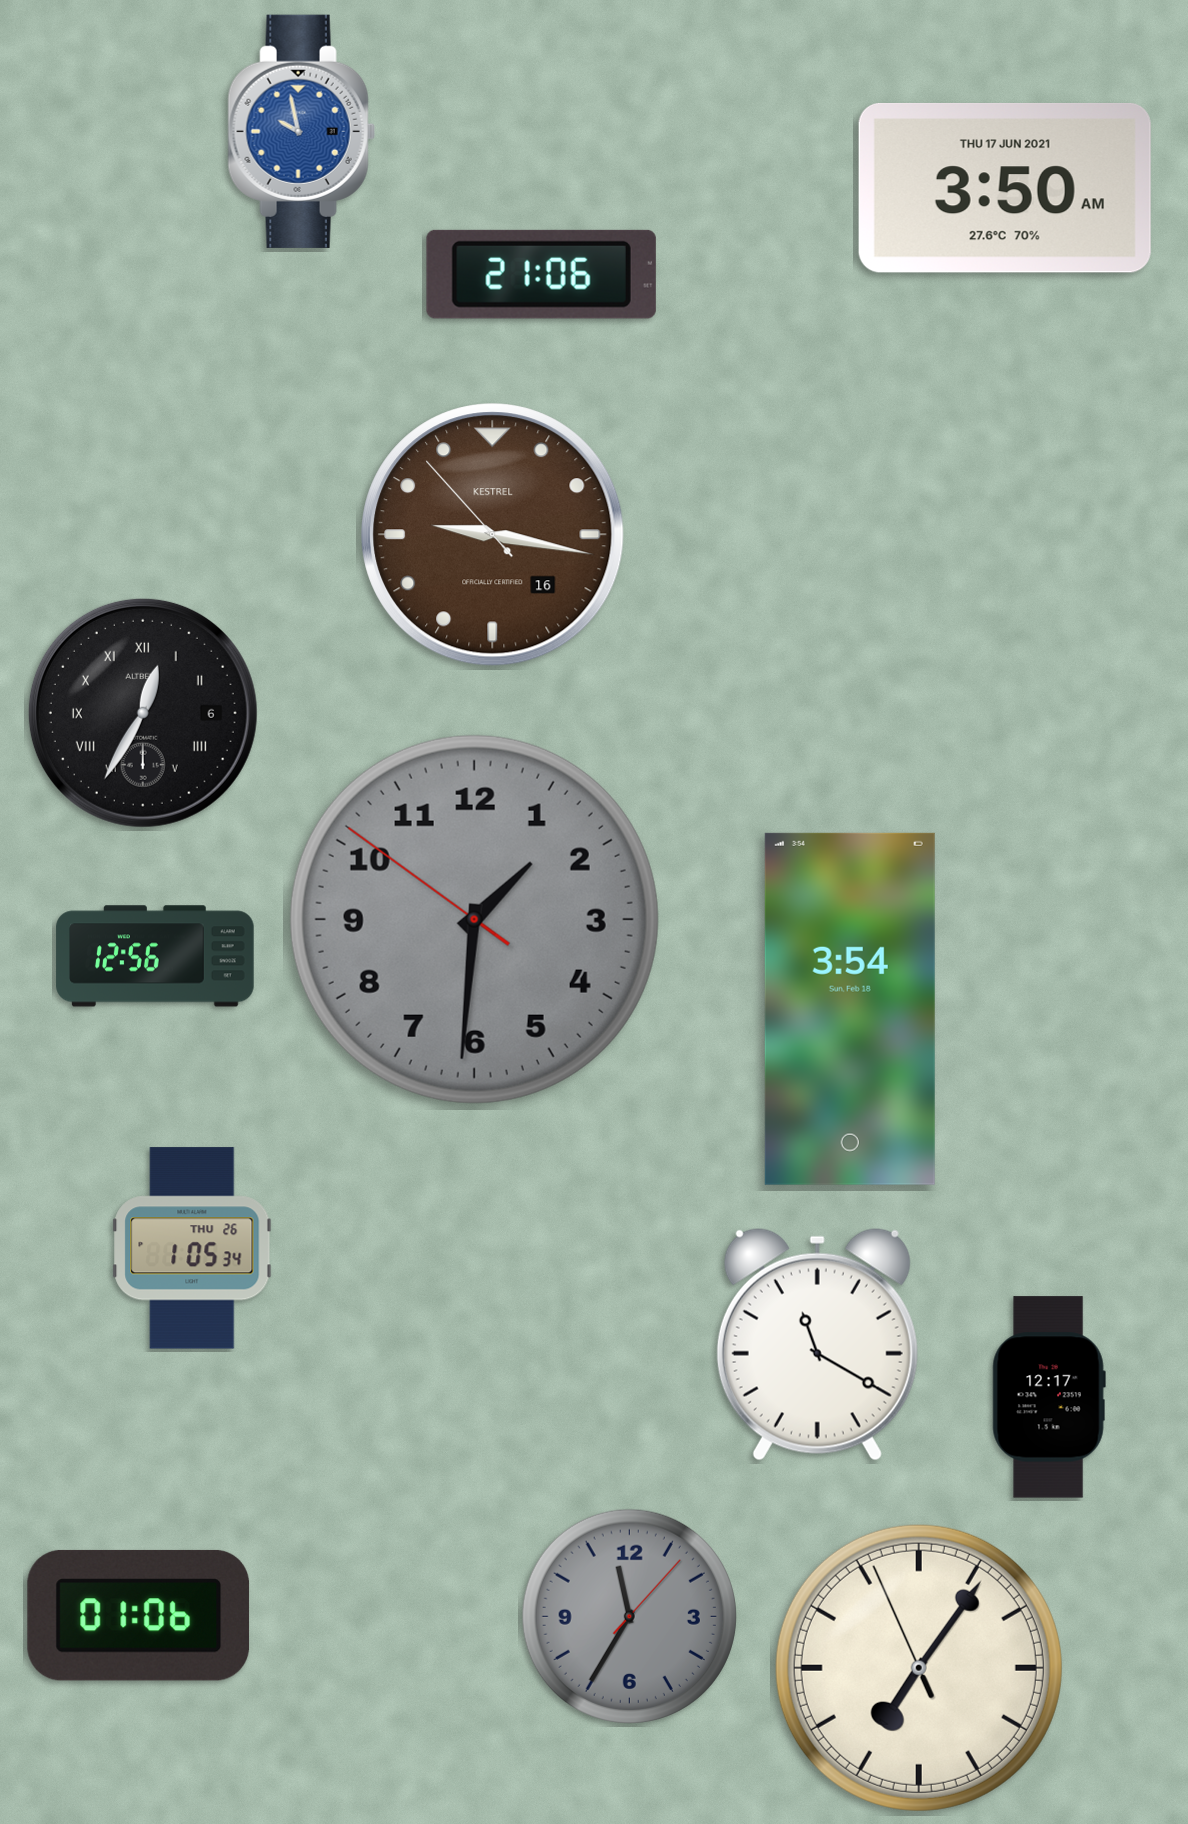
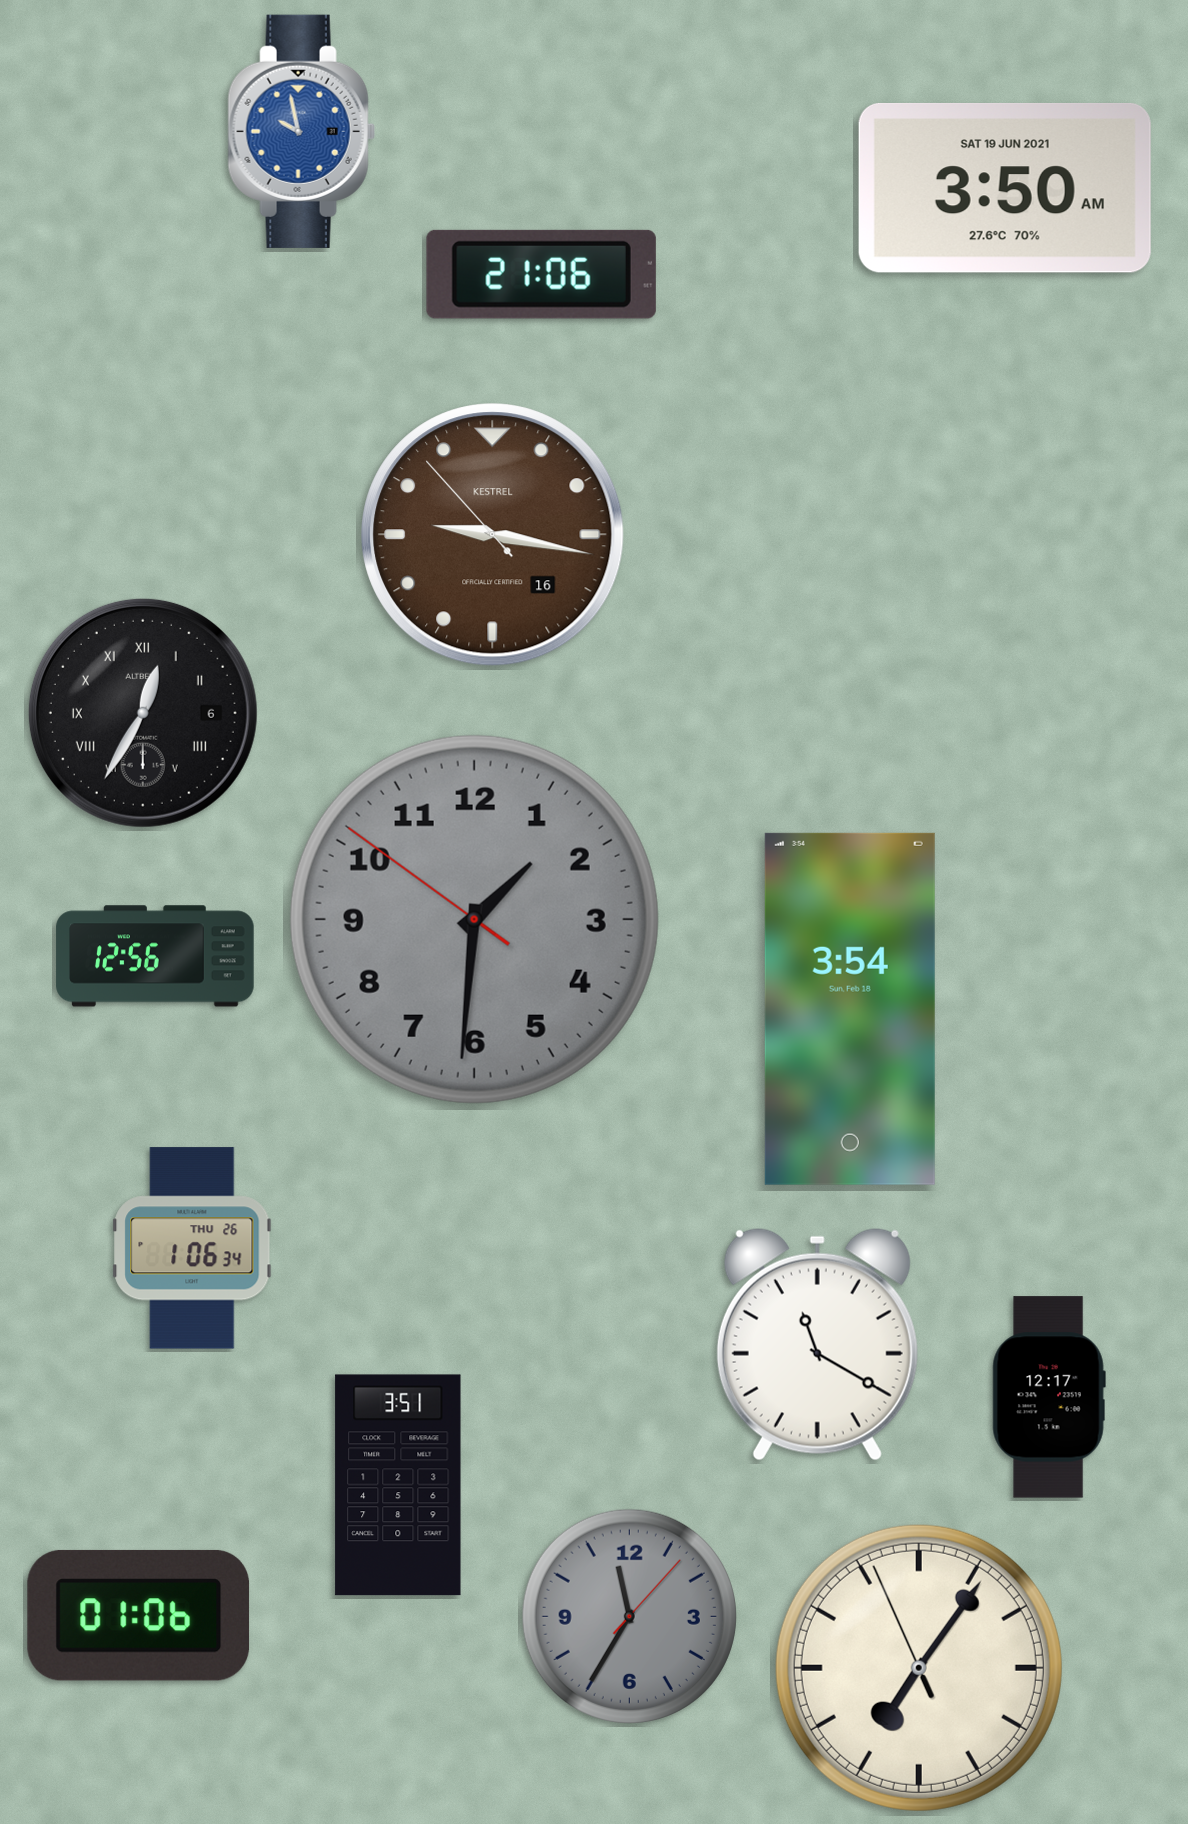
clock at (1005, 188) date: THU 17 JUN 2021 -> SAT 19 JUN 2021
clock at (192, 1248): 1:05 -> 1:06
clock at (398, 1485): none -> 3:51
